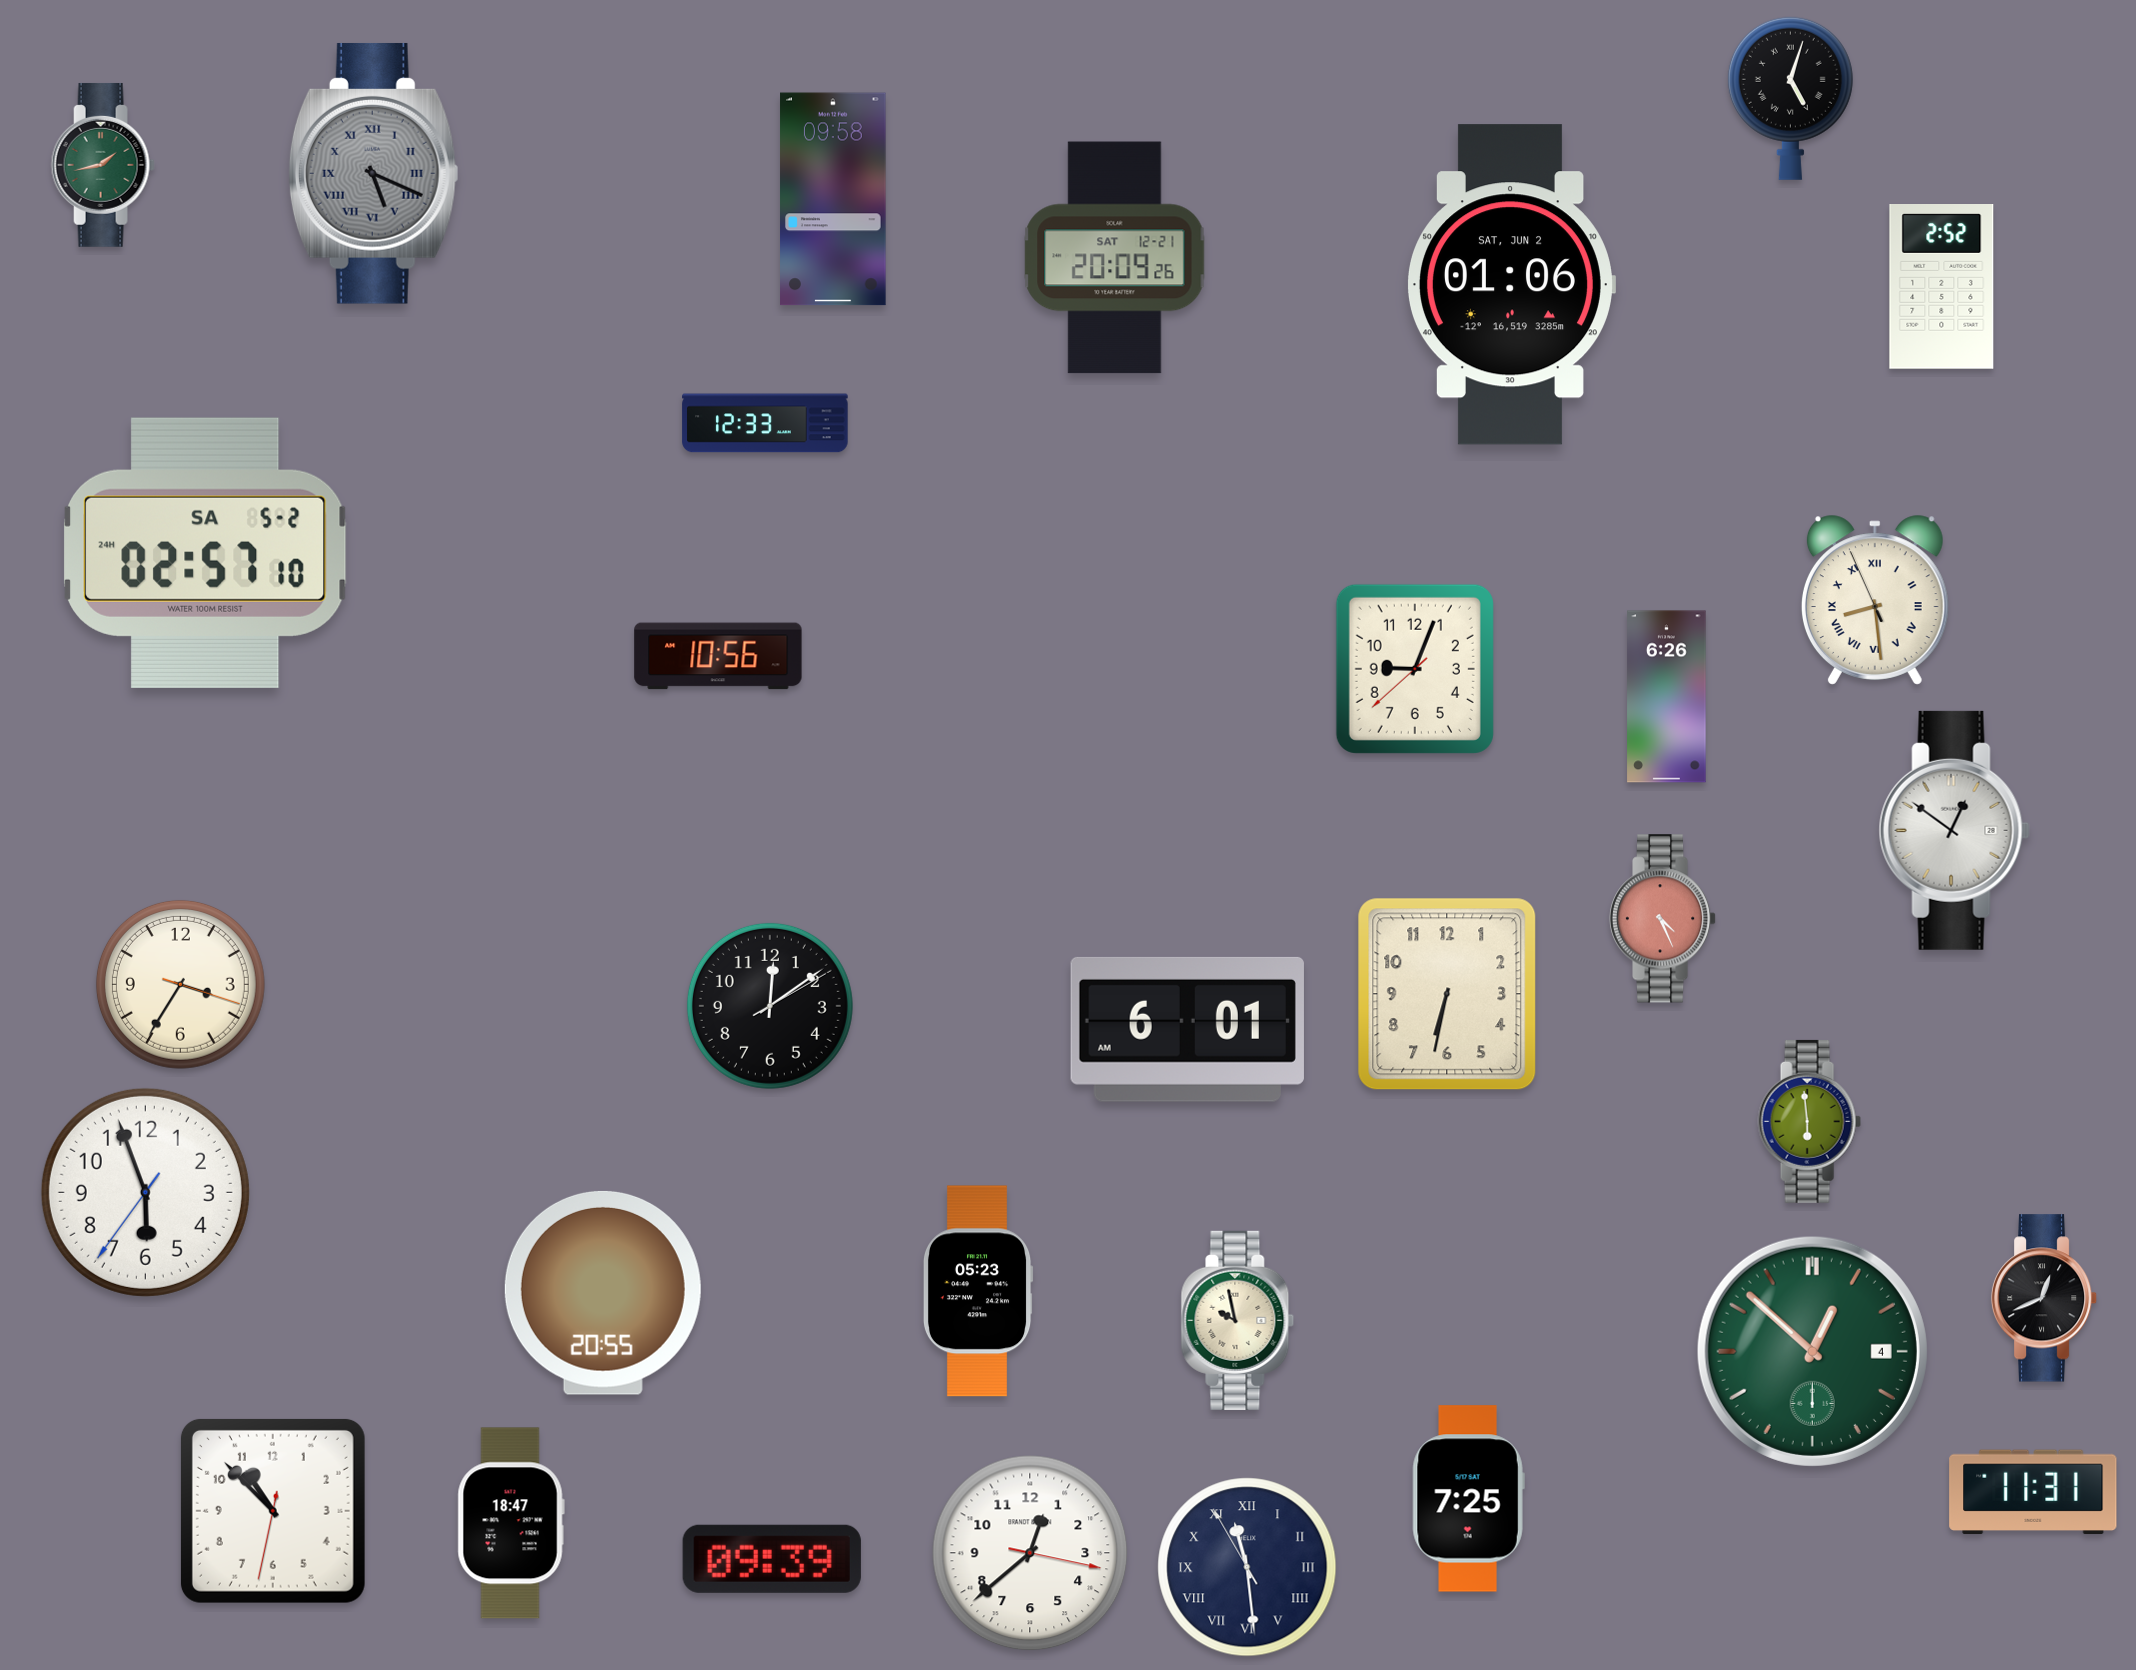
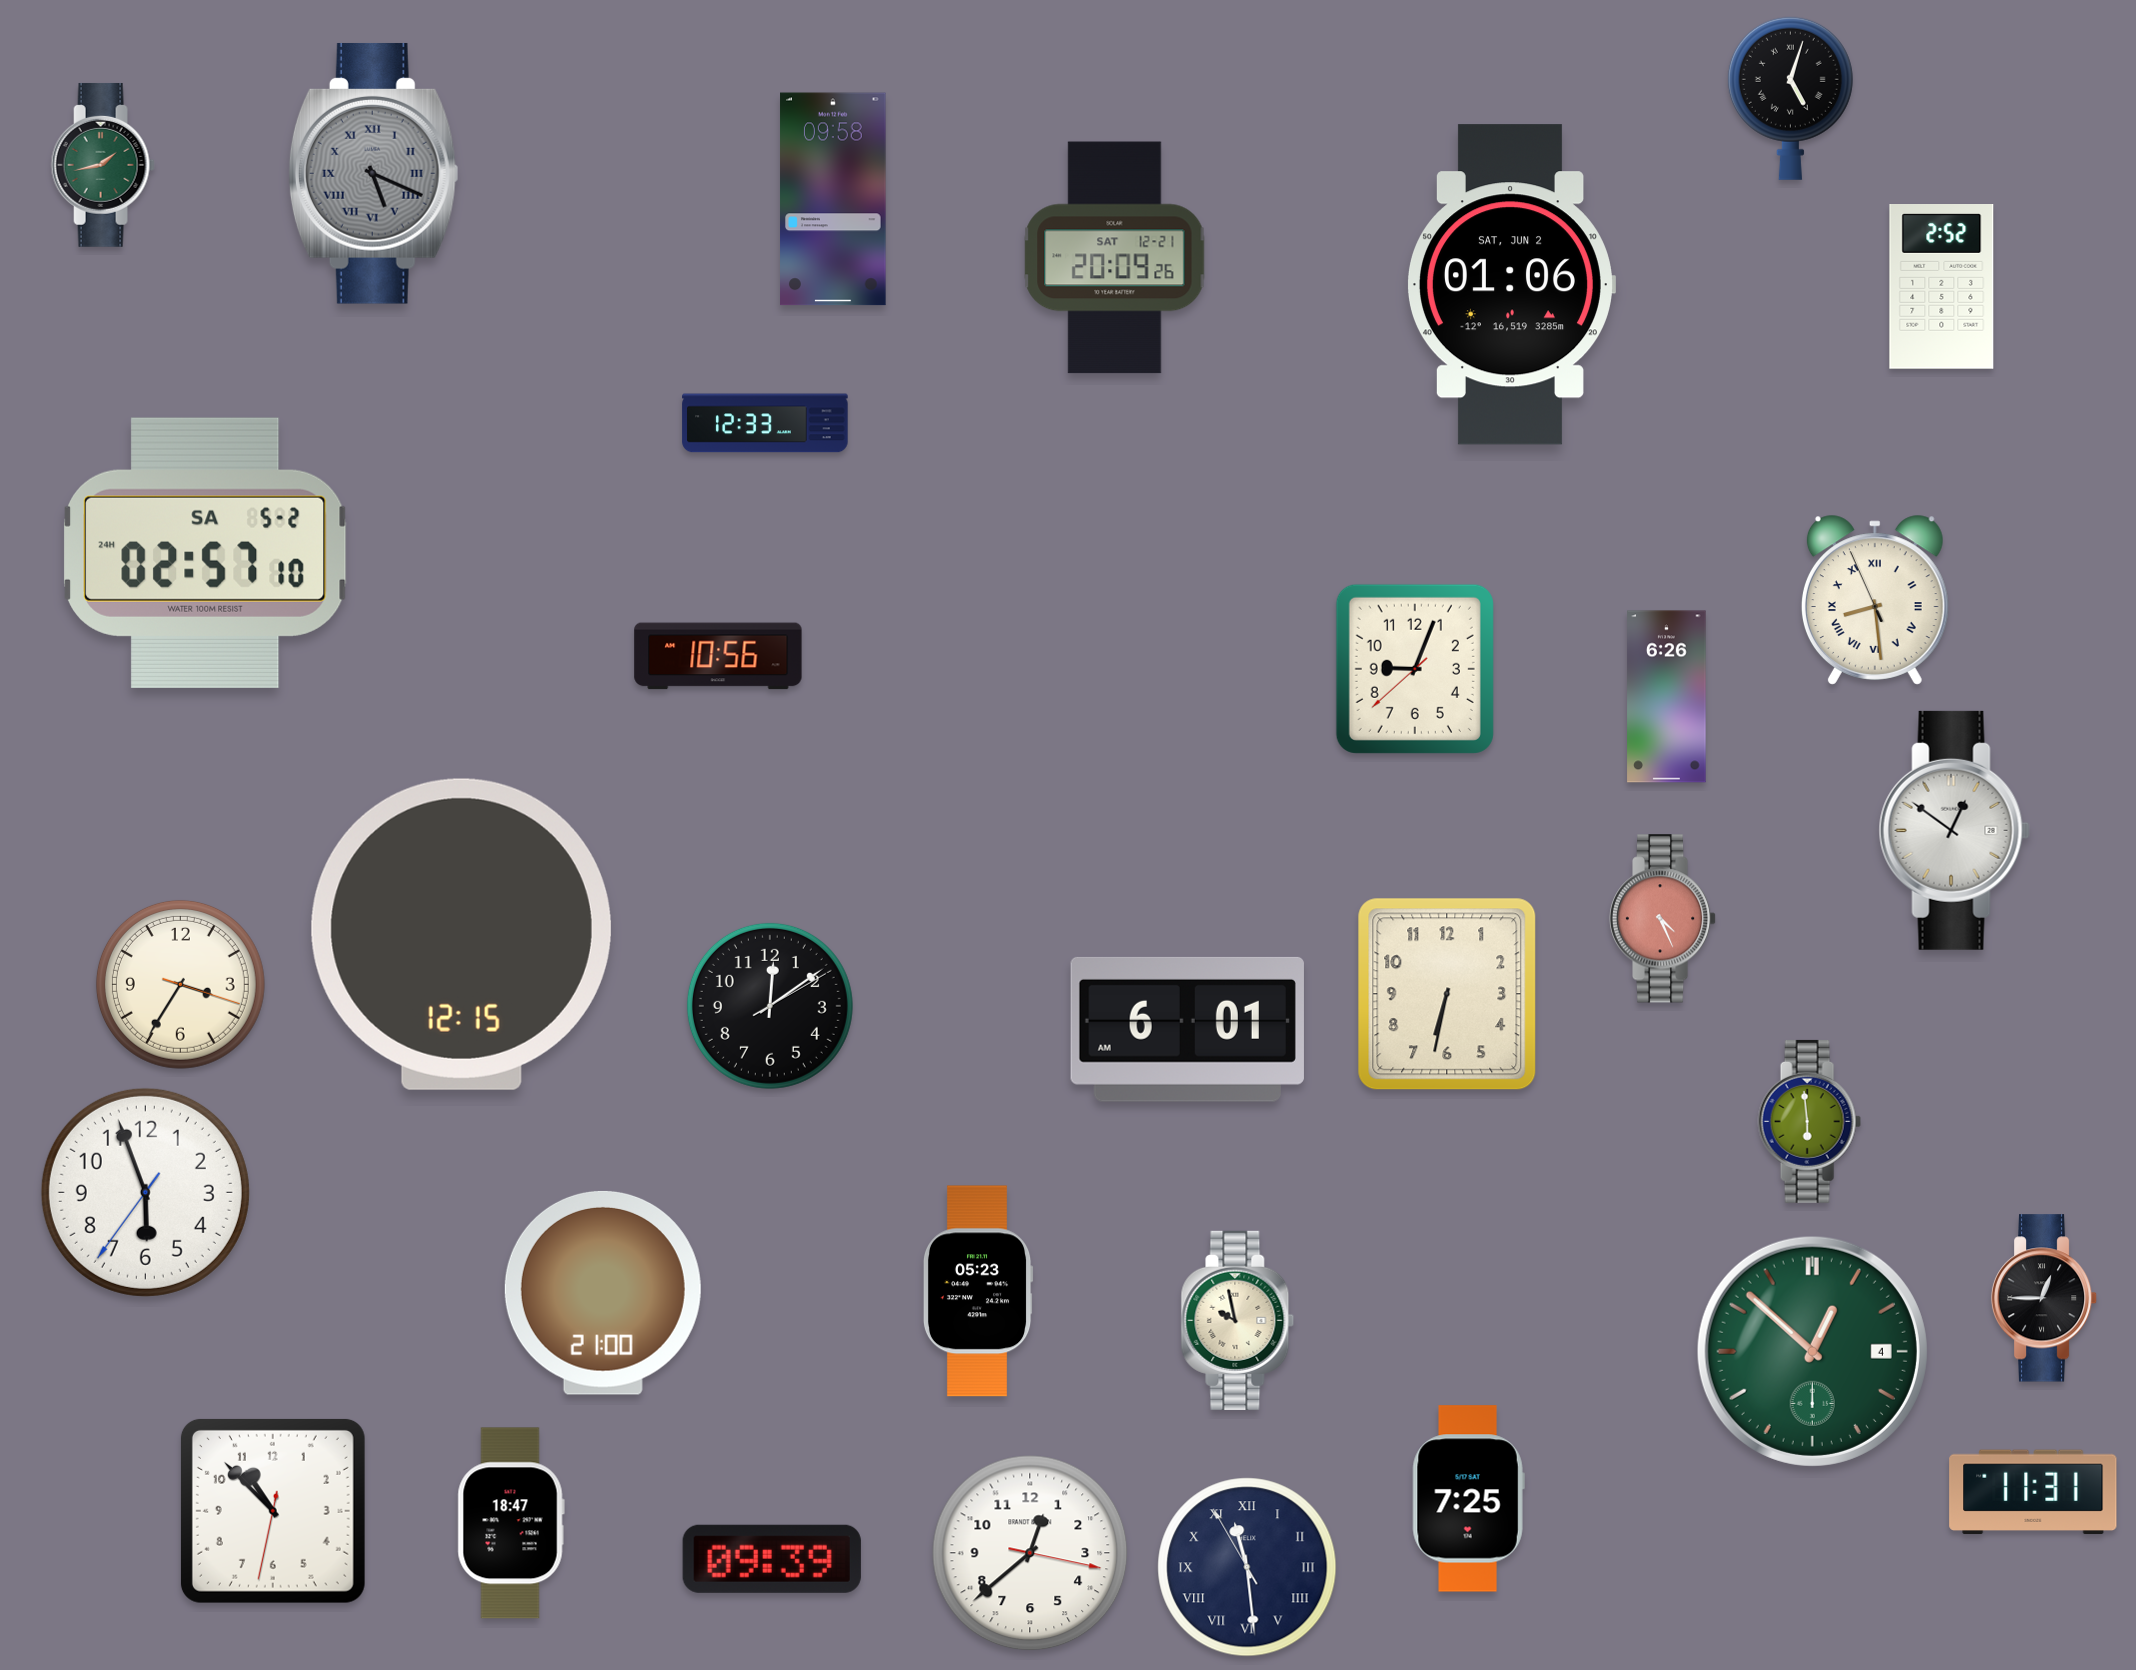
clock at (461, 934): none -> 12:15
clock at (603, 1293): 20:55 -> 21:00
clock at (2044, 1298): 12:41 -> 12:45
